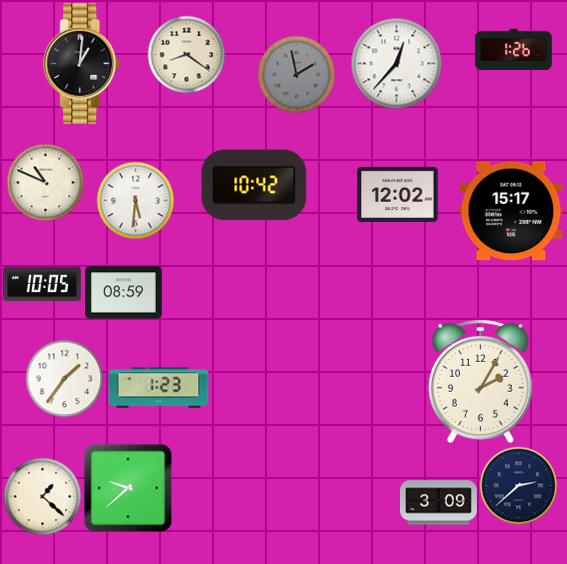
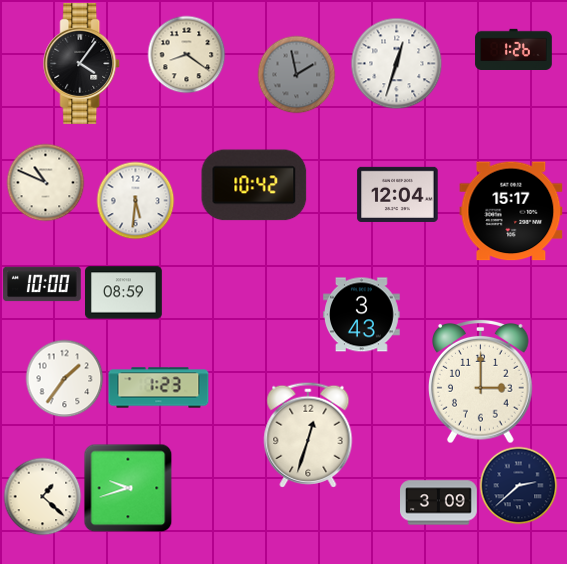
clock at (82, 63): 1:01 -> 4:06
clock at (396, 63): 12:37 -> 12:33
clock at (398, 194): 12:02 -> 12:04
clock at (42, 284): 10:05 -> 10:00
clock at (362, 315): none -> 3:43
clock at (481, 381): 2:05 -> 3:00
clock at (308, 435): none -> 12:33
clock at (128, 488): 9:38 -> 9:42
